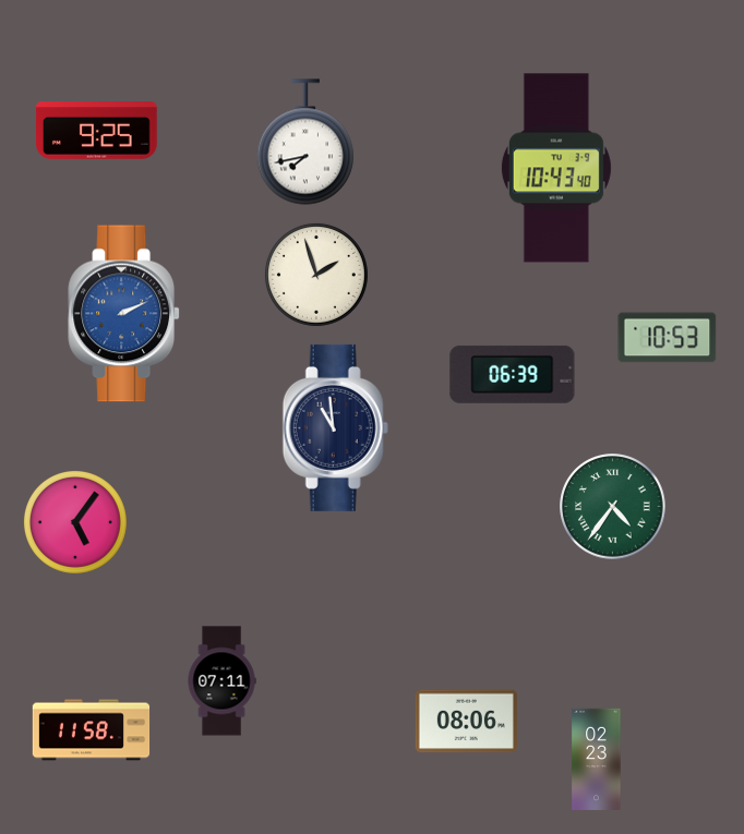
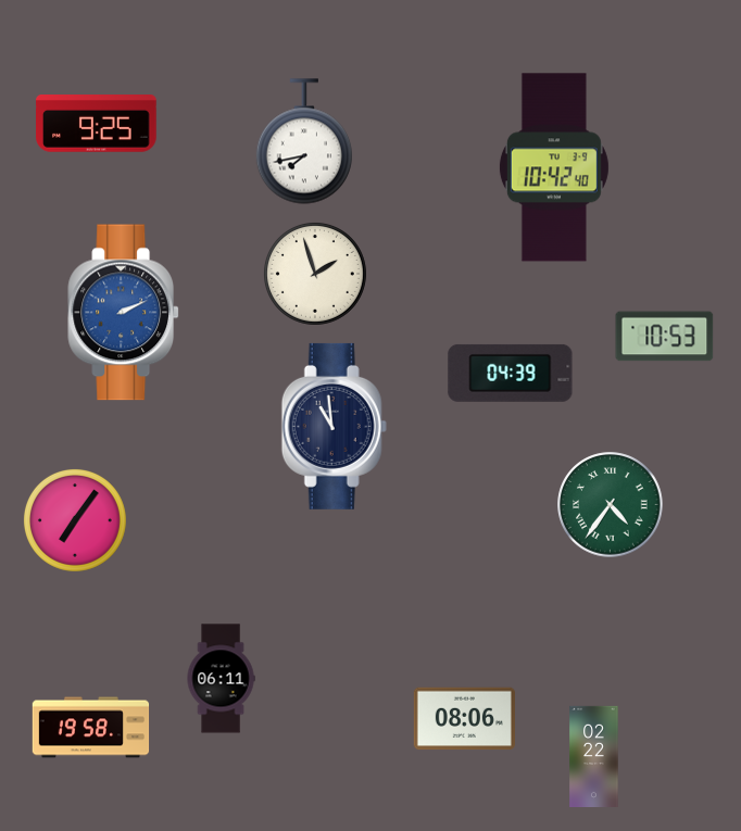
clock at (97, 131) position: (97, 131) -> (97, 124)
clock at (556, 168): 10:43 -> 10:42
clock at (513, 374): 06:39 -> 04:39
clock at (75, 522): 5:06 -> 7:06
clock at (221, 681): 07:11 -> 06:11
clock at (92, 730): 11:58 -> 19:58
clock at (597, 759): 02:23 -> 02:22
